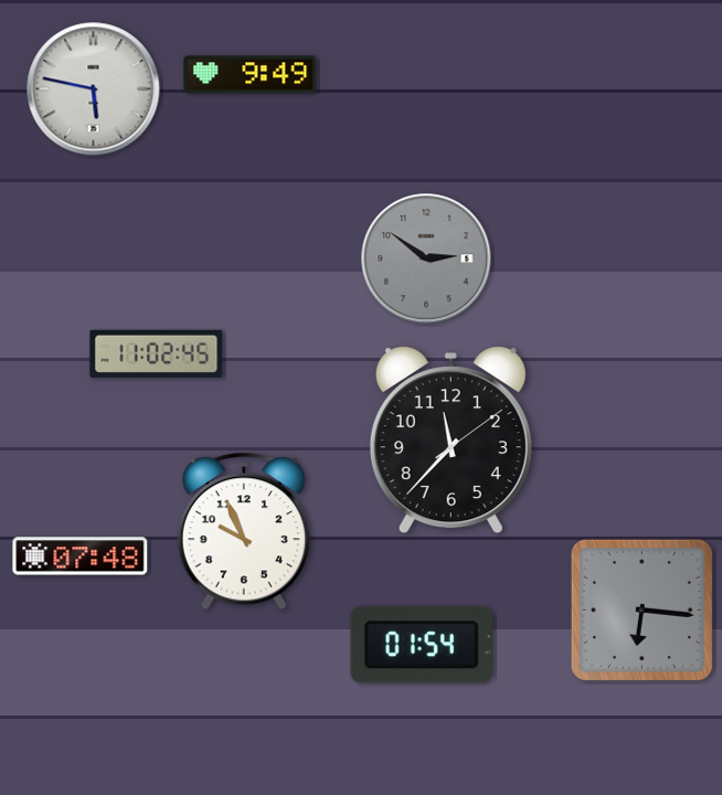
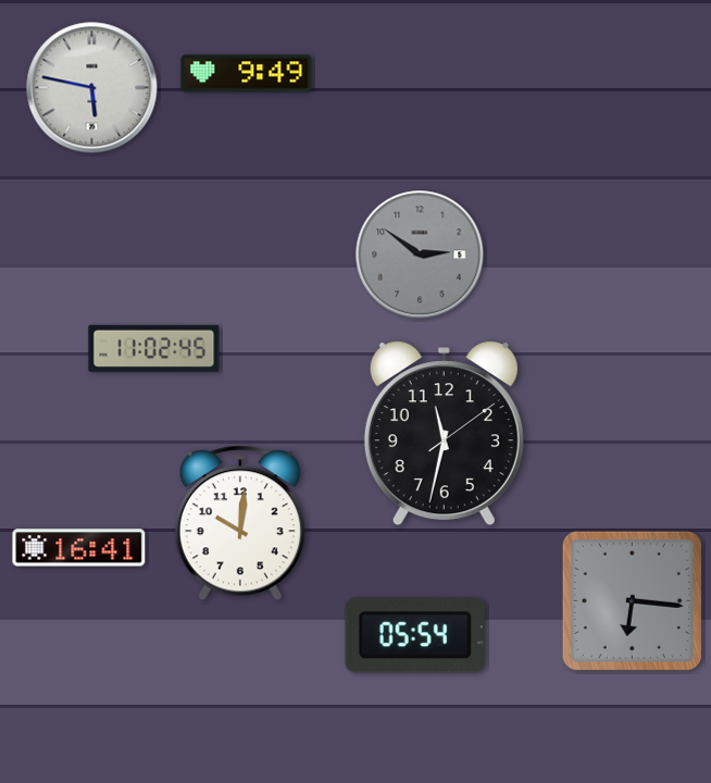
clock at (450, 441): 11:37 -> 11:32
clock at (244, 531): 9:56 -> 10:01
clock at (81, 556): 07:48 -> 16:41
clock at (422, 645): 01:54 -> 05:54
